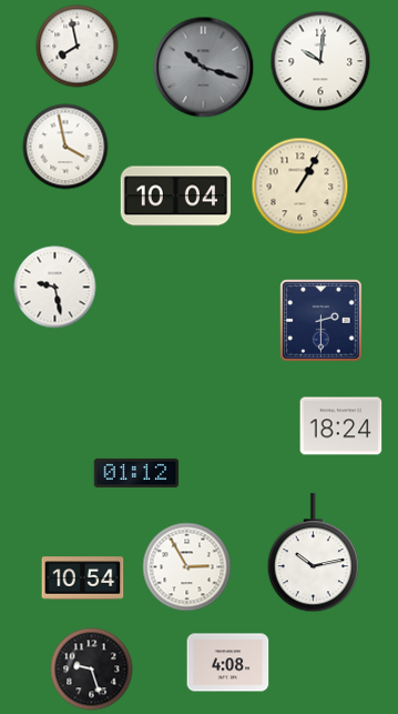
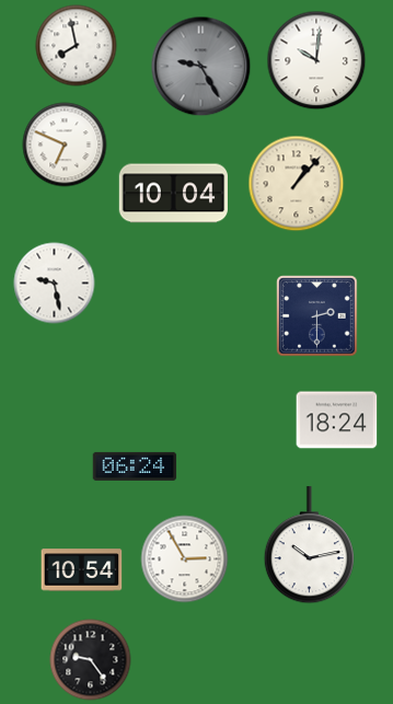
clock at (204, 68): 10:18 -> 9:25
clock at (65, 147): 3:58 -> 6:49
clock at (300, 187): 1:05 -> 1:07
clock at (136, 473): 01:12 -> 06:24
clock at (228, 663): 4:08 -> none
clock at (92, 670): 9:27 -> 9:24
